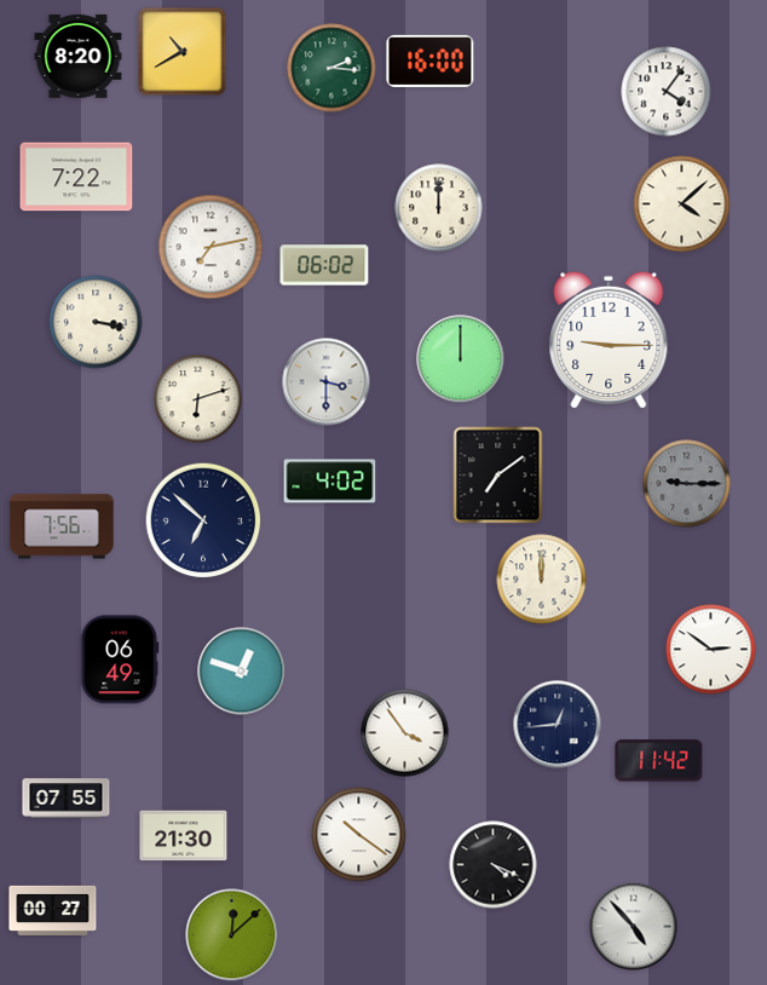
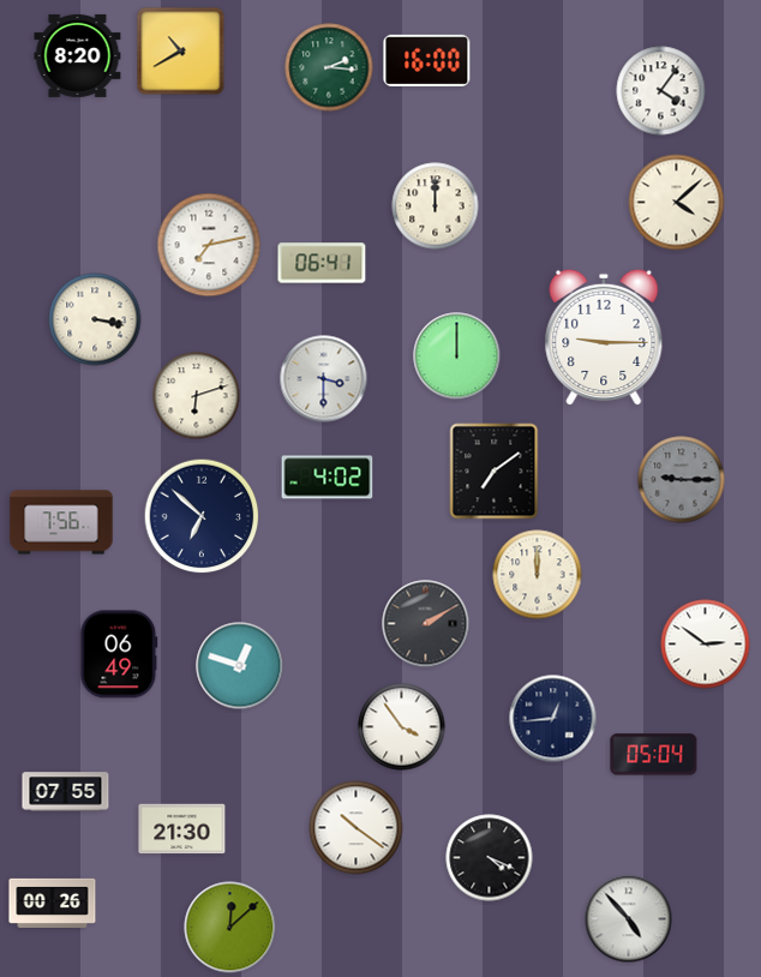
clock at (76, 177): 7:22 -> none
clock at (324, 265): 06:02 -> 06:41
clock at (426, 624): none -> 2:10
clock at (659, 761): 11:42 -> 05:04
clock at (53, 910): 00:27 -> 00:26
